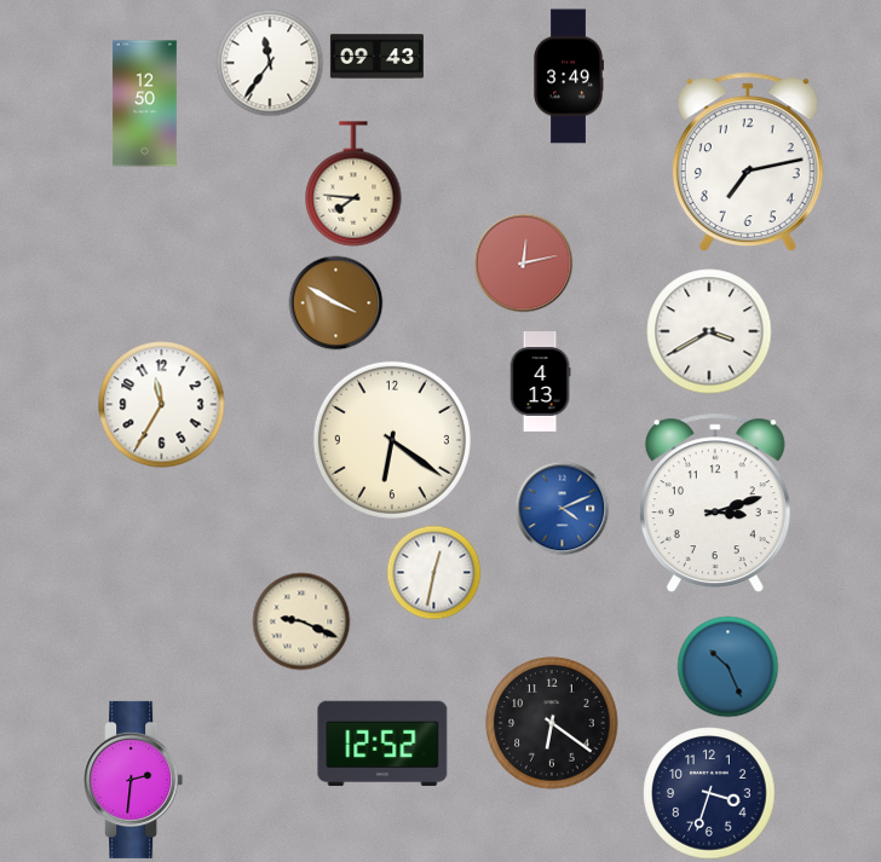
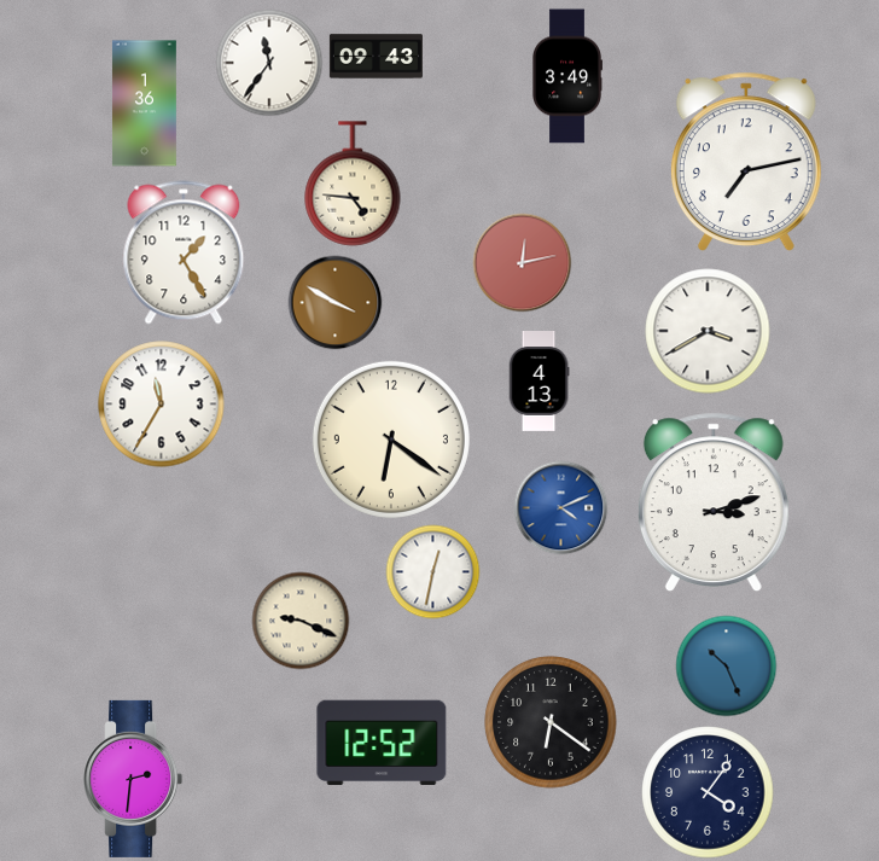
clock at (144, 104): 12:50 -> 1:36
clock at (353, 184): 7:46 -> 4:46
clock at (184, 252): none -> 1:25
clock at (709, 793): 3:33 -> 4:06
